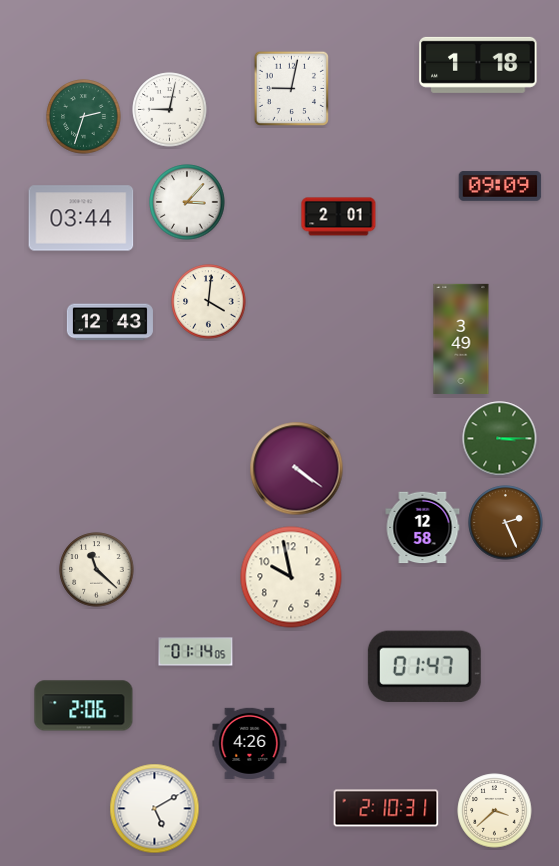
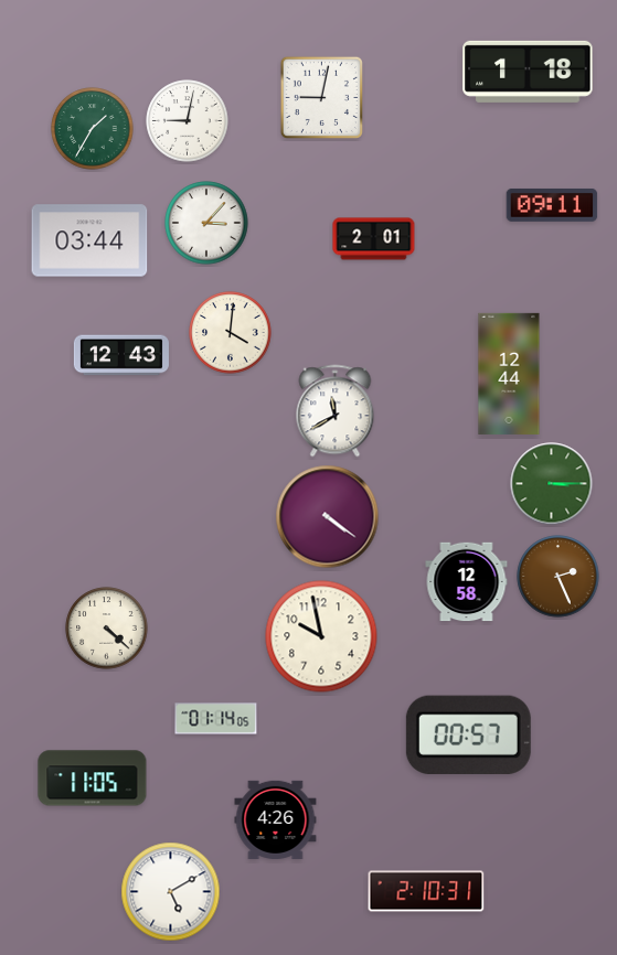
clock at (84, 117): 2:33 -> 1:35
clock at (500, 186): 09:09 -> 09:11
clock at (461, 339): 3:49 -> 12:44
clock at (336, 411): none -> 11:40
clock at (97, 570): 11:22 -> 4:22
clock at (424, 666): 01:47 -> 00:57
clock at (84, 706): 2:06 -> 11:05
clock at (495, 811): 3:38 -> none
